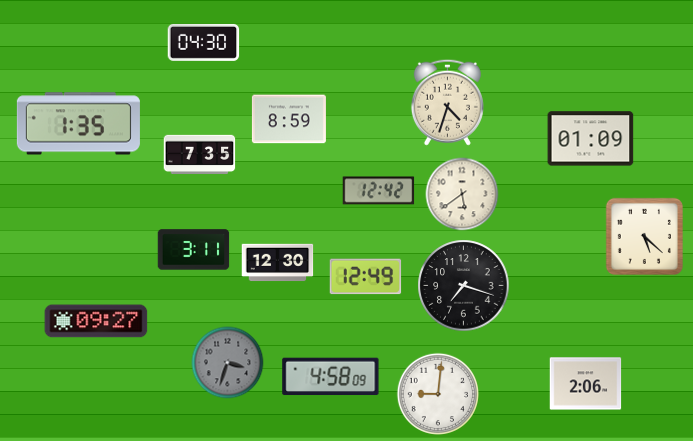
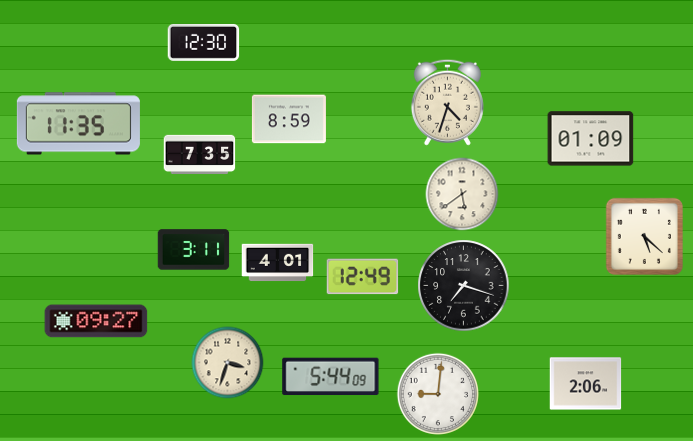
clock at (204, 42): 04:30 -> 12:30
clock at (78, 124): 1:35 -> 11:35
clock at (379, 191): 12:42 -> none
clock at (278, 263): 12:30 -> 4:01
clock at (366, 277) position: (366, 277) -> (363, 277)
clock at (228, 363) dial: grey -> cream
clock at (331, 377): 4:58 -> 5:44
